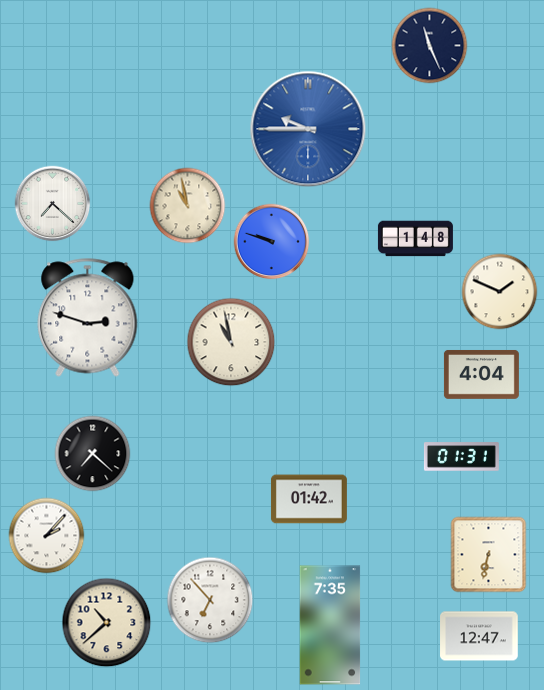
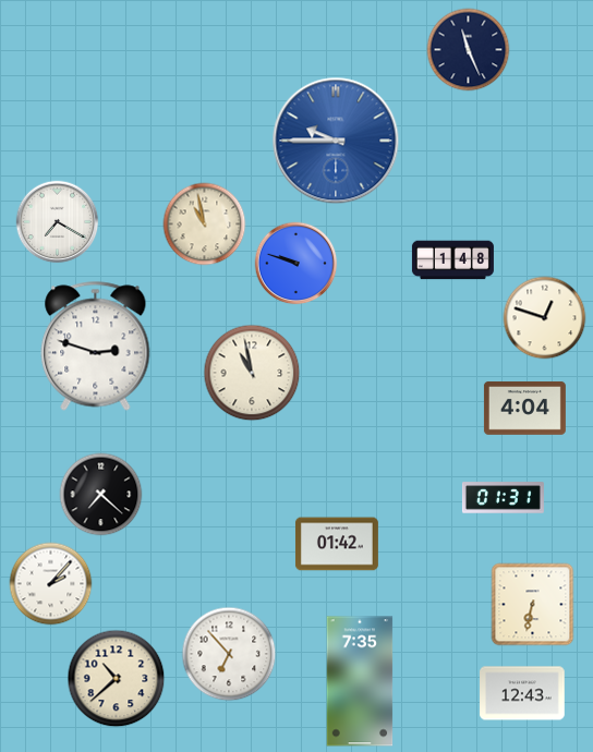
clock at (53, 204): 7:22 -> 7:20
clock at (500, 292): 1:49 -> 12:48
clock at (479, 636): 12:47 -> 12:43
